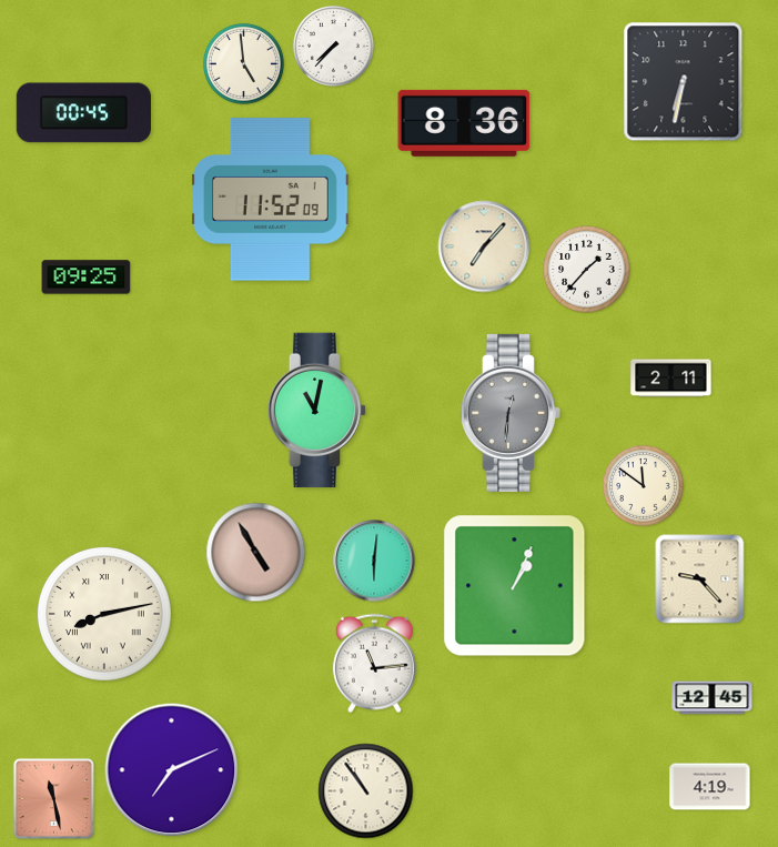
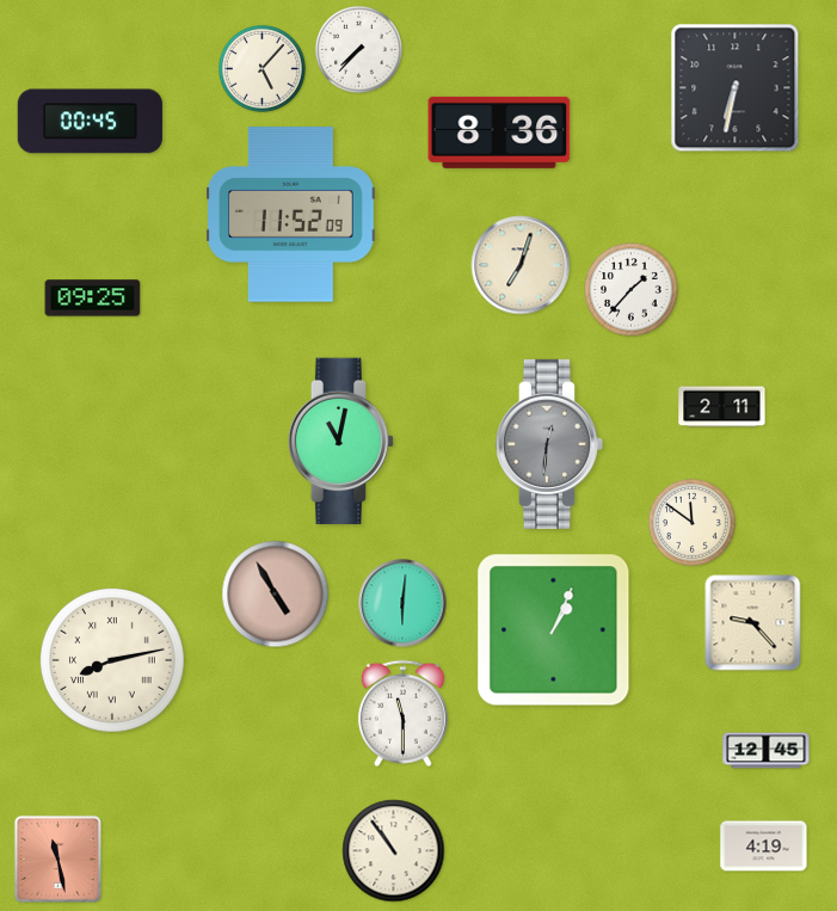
clock at (243, 63): 4:59 -> 5:07
clock at (484, 246): 7:07 -> 7:03
clock at (374, 664): 11:14 -> 11:30
clock at (172, 770): 7:11 -> none
